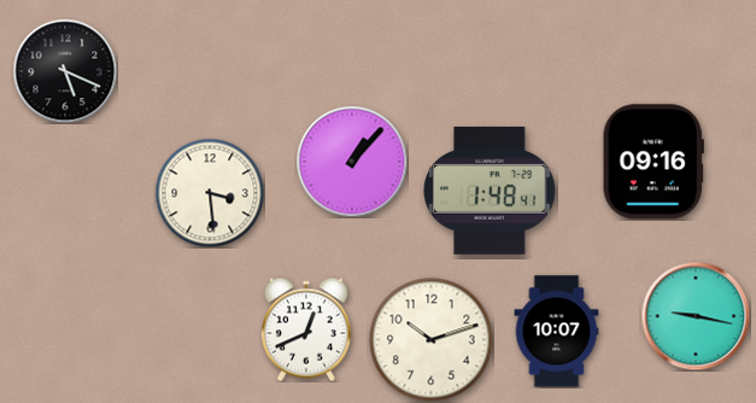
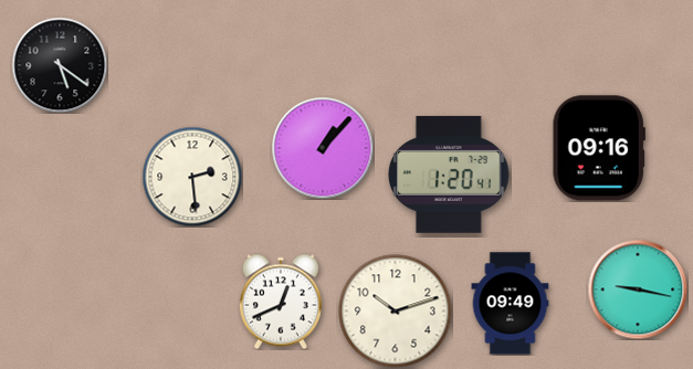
clock at (65, 71): 5:19 -> 5:21
clock at (490, 191): 1:48 -> 1:20
clock at (210, 193): 3:29 -> 2:29
clock at (557, 332): 10:07 -> 09:49
